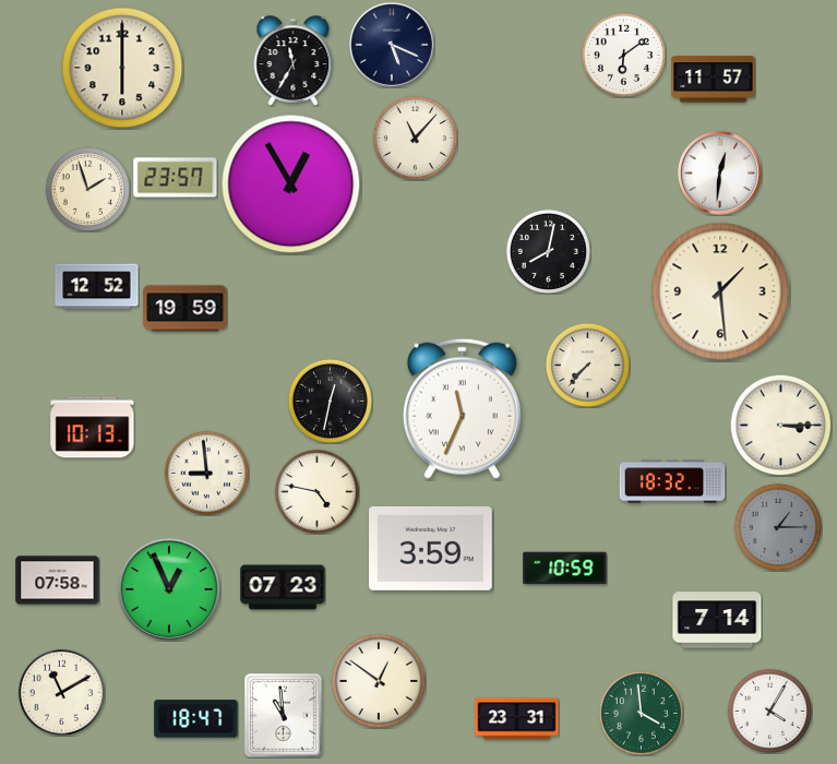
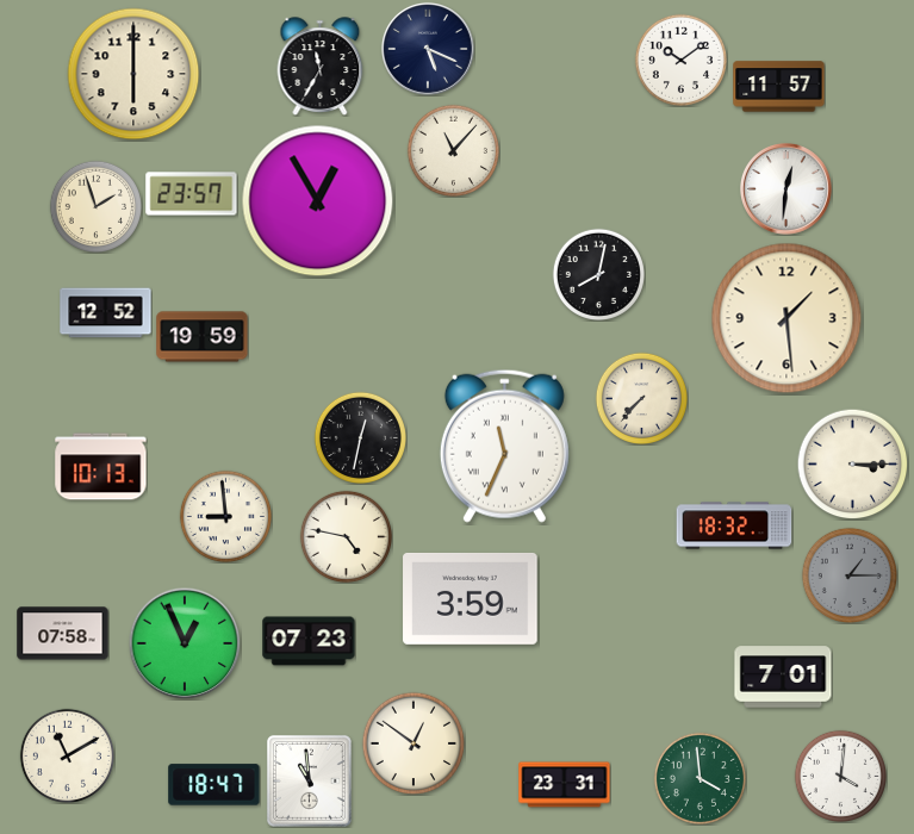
clock at (623, 55): 6:09 -> 10:09
clock at (565, 569): 10:59 -> none
clock at (717, 620): 7:14 -> 7:01
clock at (769, 711): 4:05 -> 4:01
